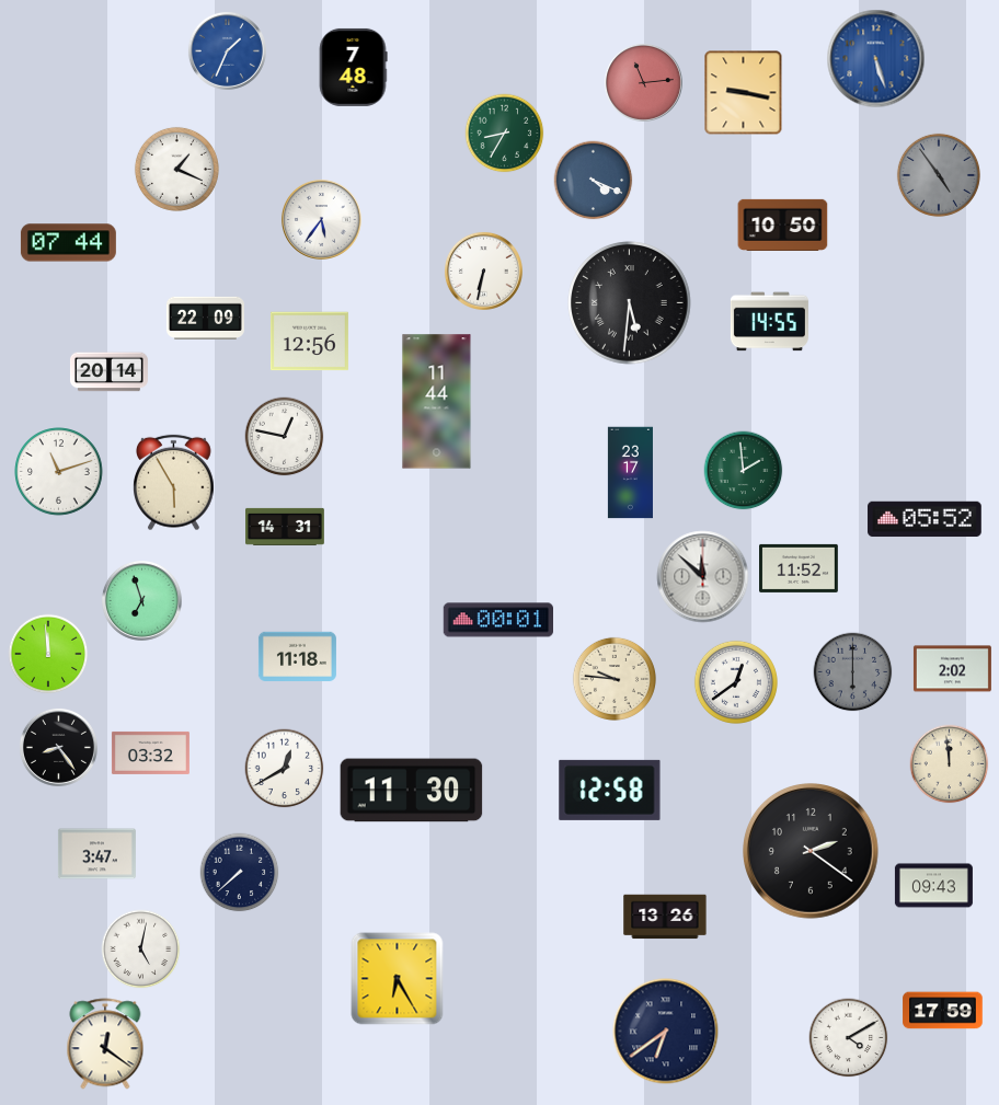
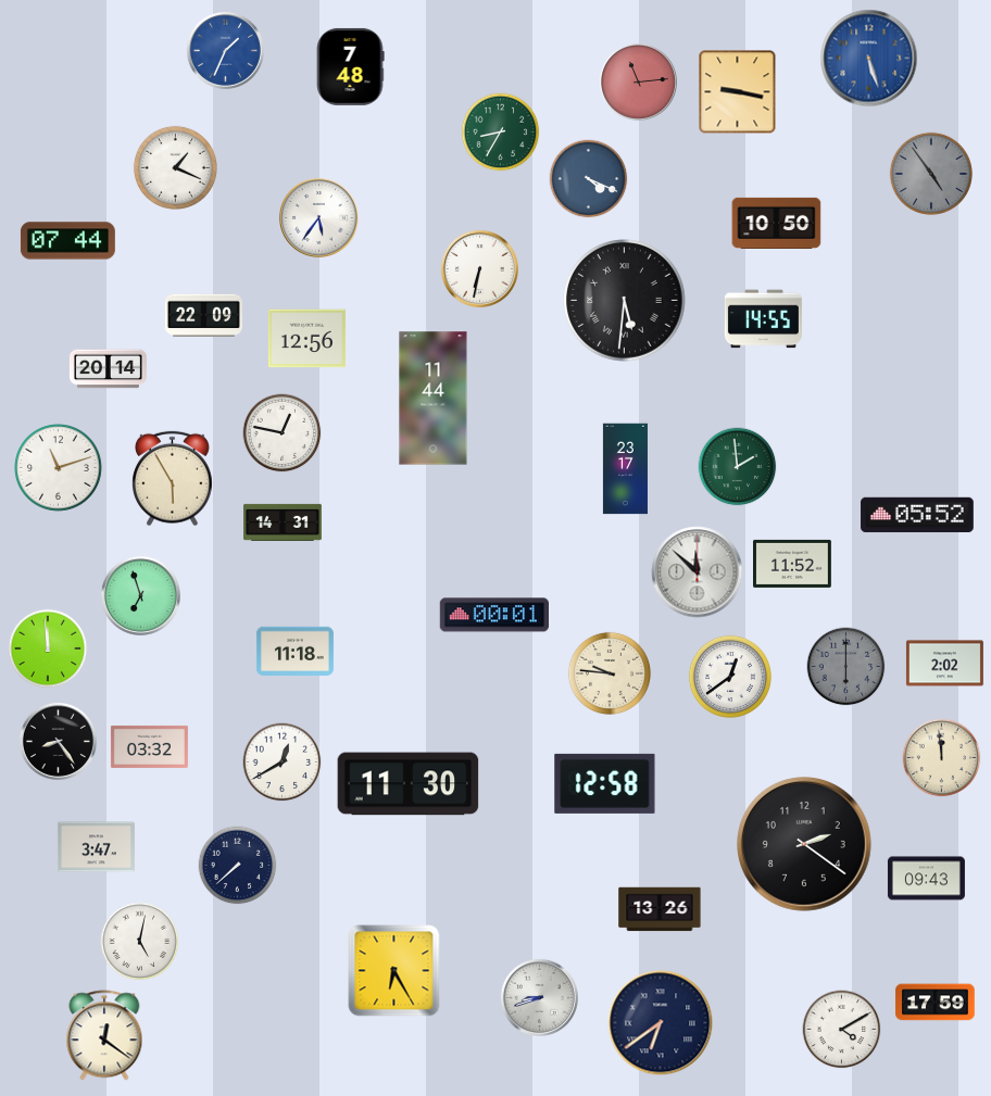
clock at (539, 997): none -> 8:42
